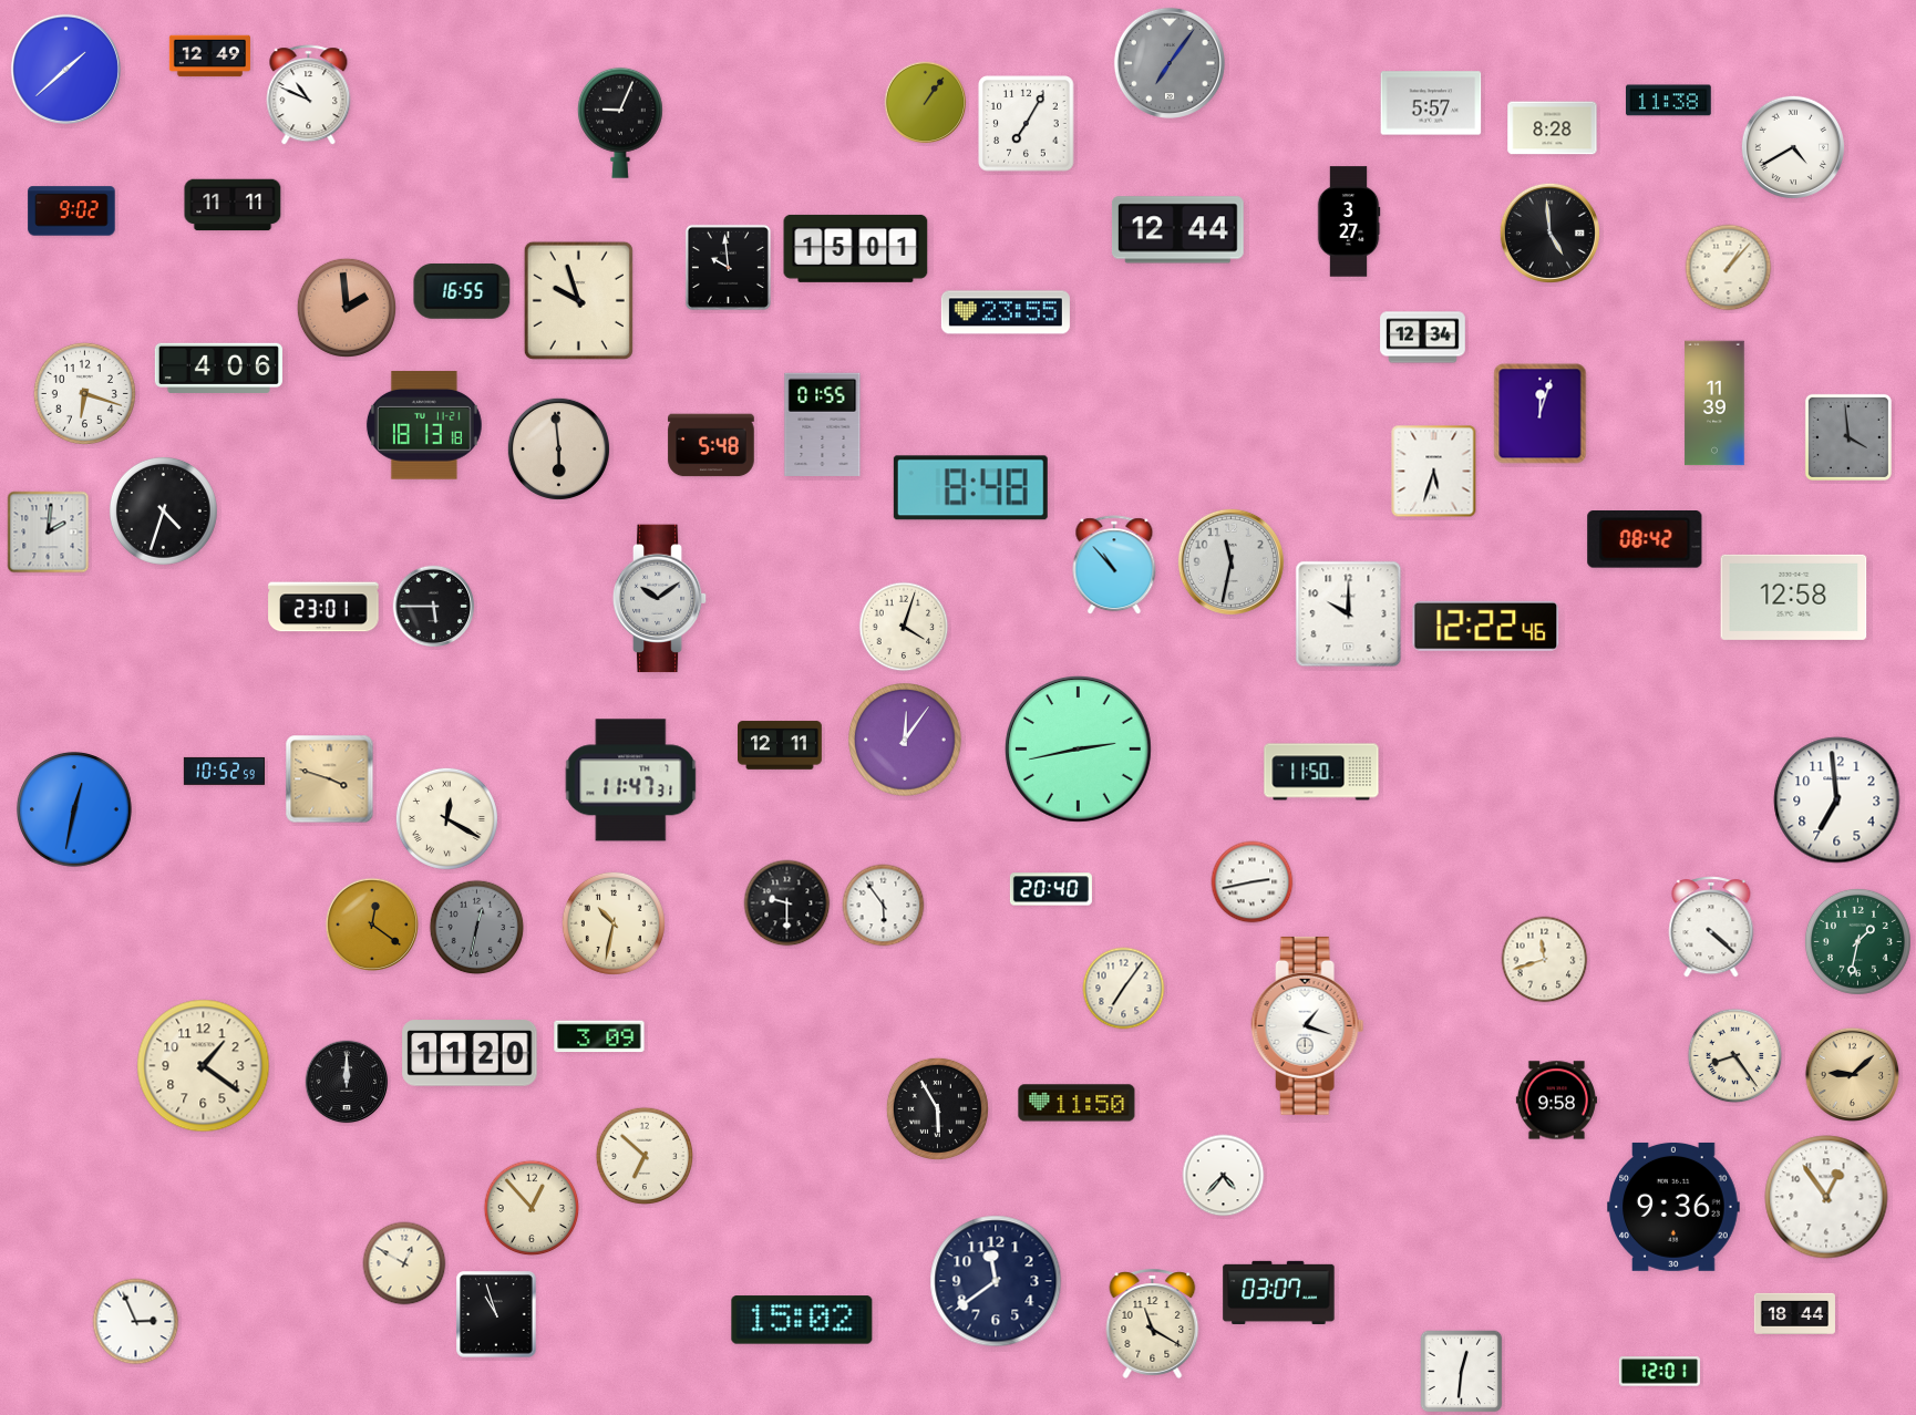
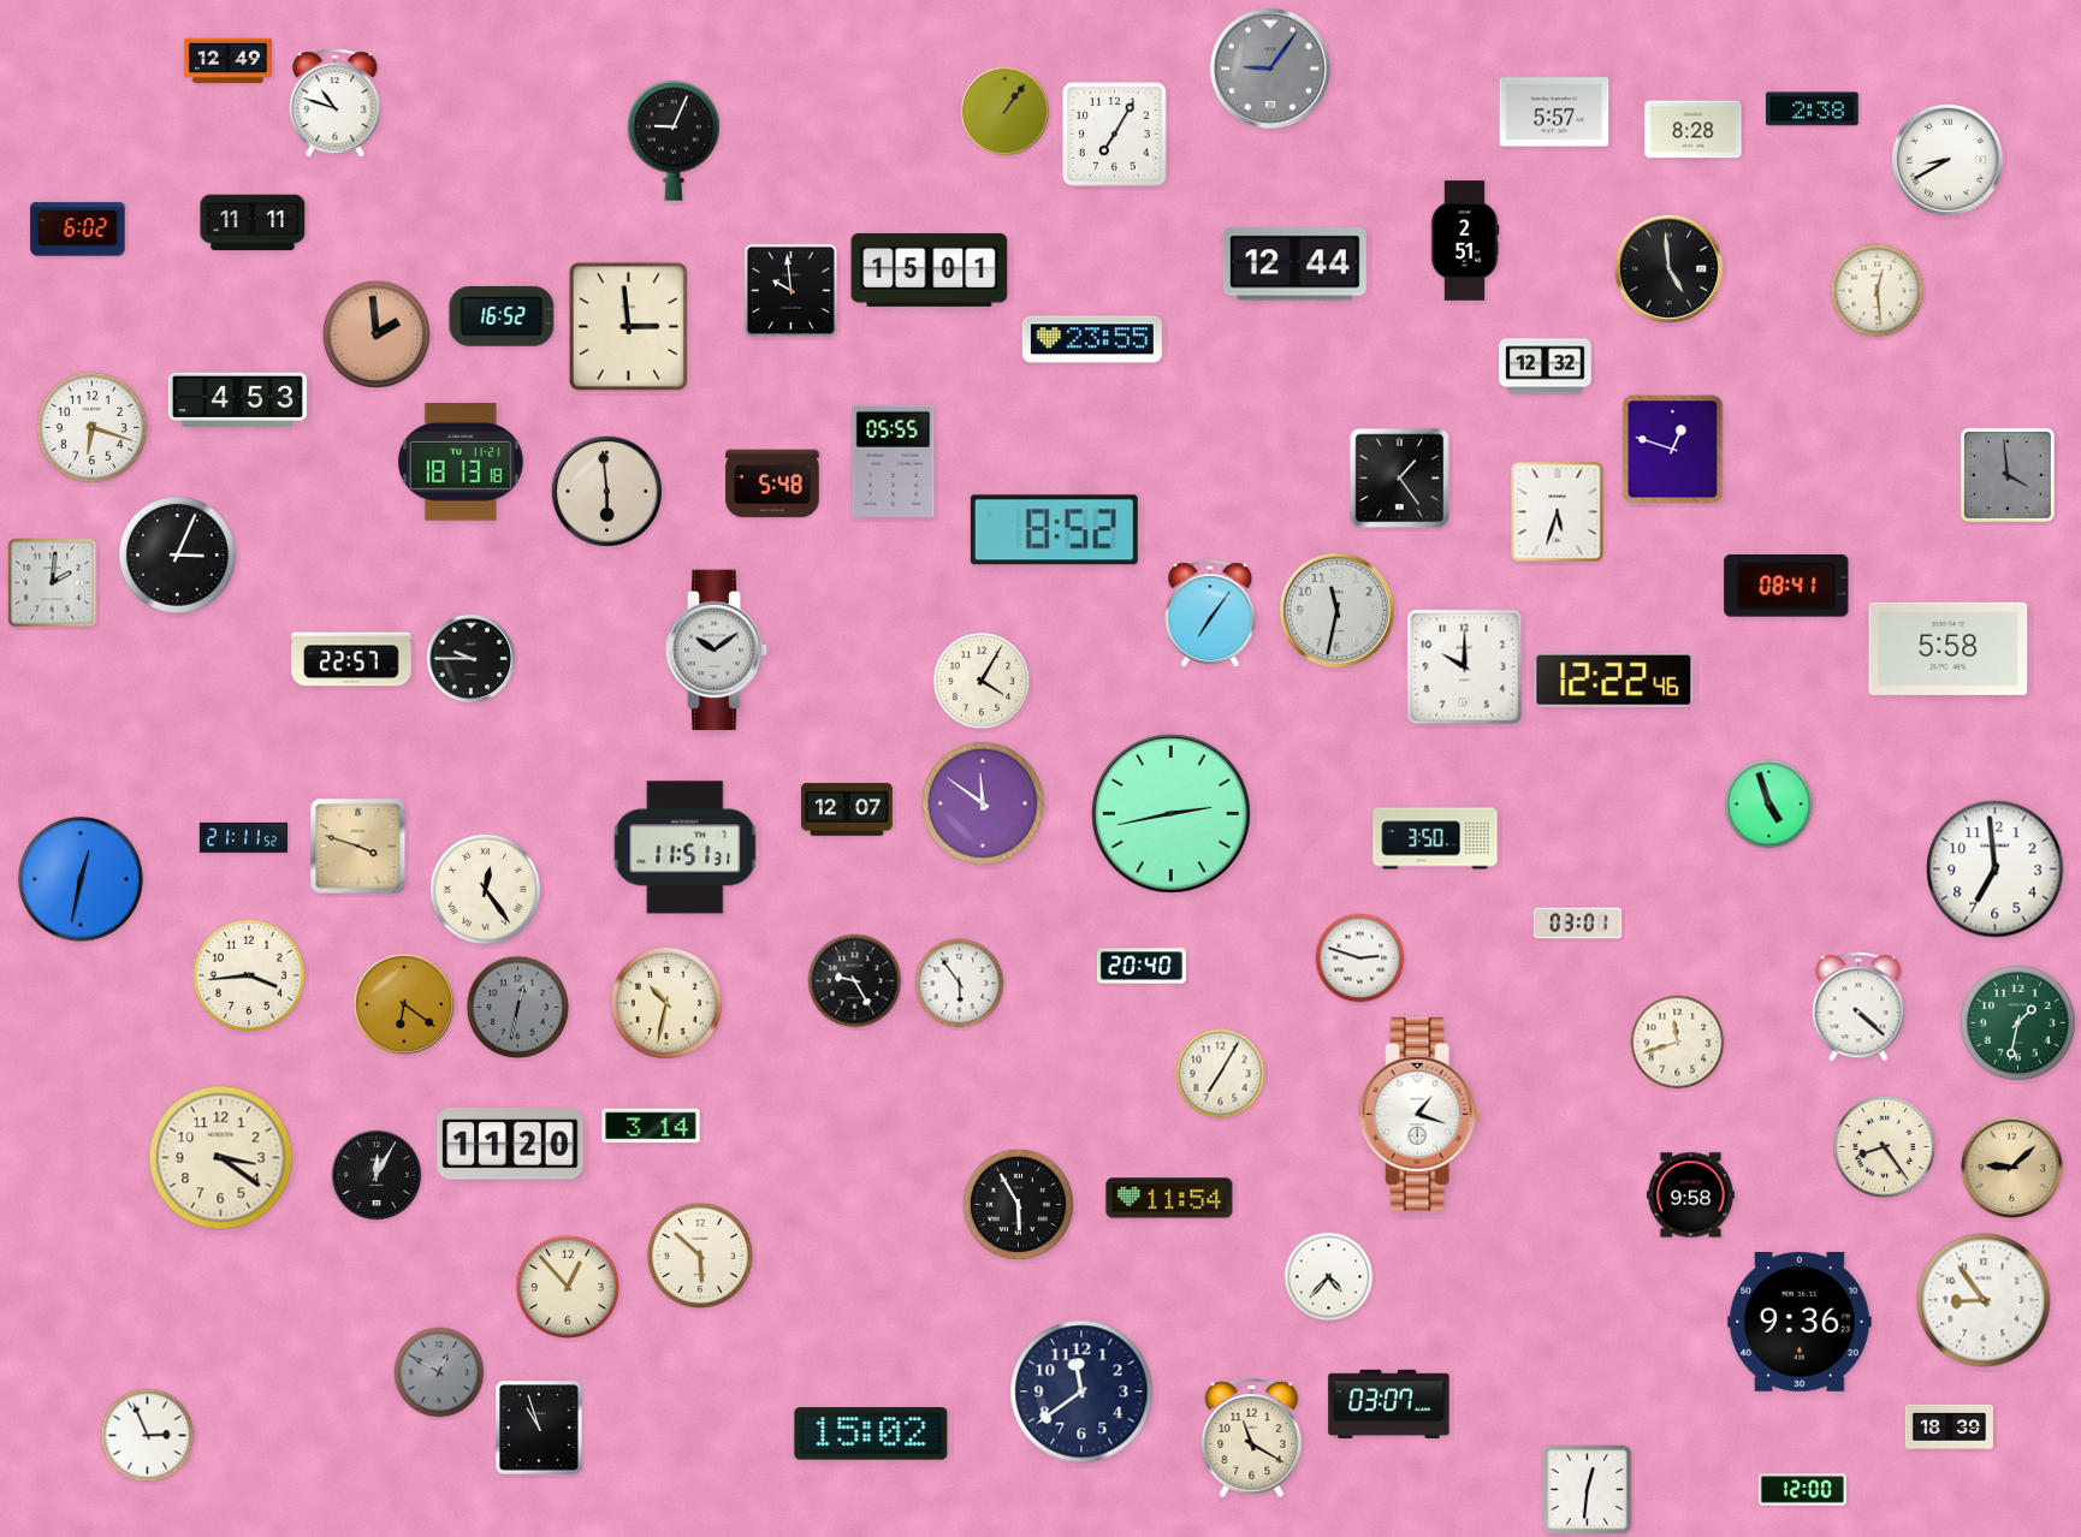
clock at (1170, 63): 7:06 -> 9:06
clock at (65, 69): 1:38 -> none
clock at (309, 95): 10:49 -> 10:48
clock at (1669, 101): 11:38 -> 2:38
clock at (620, 123) position: (620, 123) -> (674, 141)
clock at (1553, 128) position: (1553, 128) -> (1694, 130)
clock at (1793, 147): 4:40 -> 8:40
clock at (72, 211): 9:02 -> 6:02
clock at (1349, 221): 3:27 -> 2:51
clock at (1177, 230) position: (1177, 230) -> (1294, 265)
clock at (1549, 233) position: (1549, 233) -> (1668, 268)
clock at (1729, 268): 1:07 -> 12:29
clock at (462, 291): 16:55 -> 16:52
clock at (578, 300): 9:57 -> 2:59
clock at (1423, 338): 12:34 -> 12:32
clock at (218, 368): 4:06 -> 4:53
clock at (1714, 403): 11:39 -> none
clock at (1541, 414): 12:03 -> 12:48
clock at (823, 424): 01:55 -> 05:55
clock at (1400, 479): none -> 1:24
clock at (558, 448) position: (558, 448) -> (606, 491)
clock at (970, 488): 8:48 -> 8:52
clock at (163, 510): 4:33 -> 3:04
clock at (49, 533) position: (49, 533) -> (53, 583)
clock at (1645, 540): 08:42 -> 08:41
clock at (1114, 566): 10:53 -> 7:06
clock at (1794, 597): 12:58 -> 5:58
clock at (323, 607): 23:01 -> 22:57
clock at (434, 607): 5:45 -> 9:45
clock at (904, 627): 4:03 -> 4:05
clock at (905, 740): 12:06 -> 11:51
clock at (1769, 805): none -> 4:57
clock at (781, 745): 12:11 -> 12:07
clock at (224, 771): 10:52 -> 21:11
clock at (1321, 772): 11:50 -> 3:50
clock at (631, 781): 11:47 -> 11:51
clock at (446, 818): 12:20 -> 12:24
clock at (1577, 924): none -> 03:01
clock at (1253, 882): 2:43 -> 2:48
clock at (249, 975): none -> 3:44
clock at (787, 903): 9:30 -> 9:25
clock at (371, 923): 12:21 -> 6:21
clock at (1124, 989): 7:06 -> 7:05
clock at (599, 1036): 3:09 -> 3:14
clock at (204, 1066): 1:21 -> 3:21
clock at (347, 1082): 12:00 -> 12:05
clock at (1077, 1103): 11:50 -> 11:54
clock at (643, 1155): 6:52 -> 5:52
clock at (1826, 1197): 12:54 -> 8:54
clock at (1673, 1207) position: (1673, 1207) -> (1800, 1322)
clock at (532, 1208) position: (532, 1208) -> (568, 1287)
clock at (404, 1263) dial: cream -> grey
clock at (1794, 1313): 18:44 -> 18:39
clock at (1659, 1372): 12:01 -> 12:00
